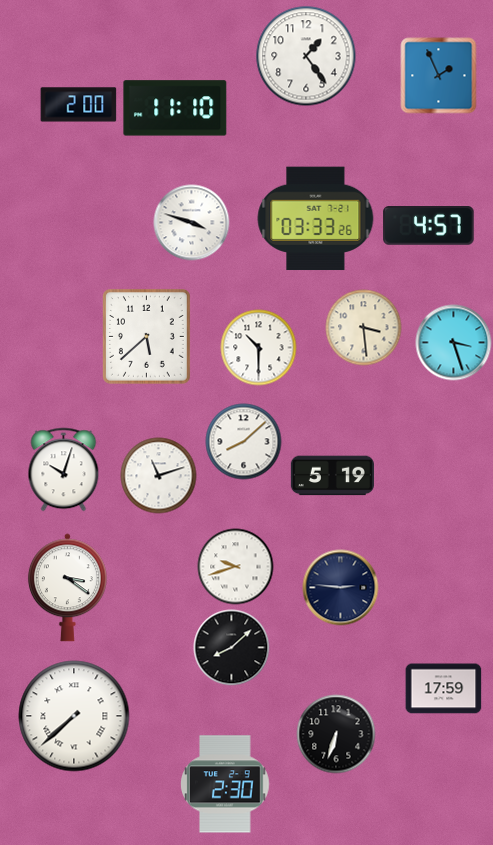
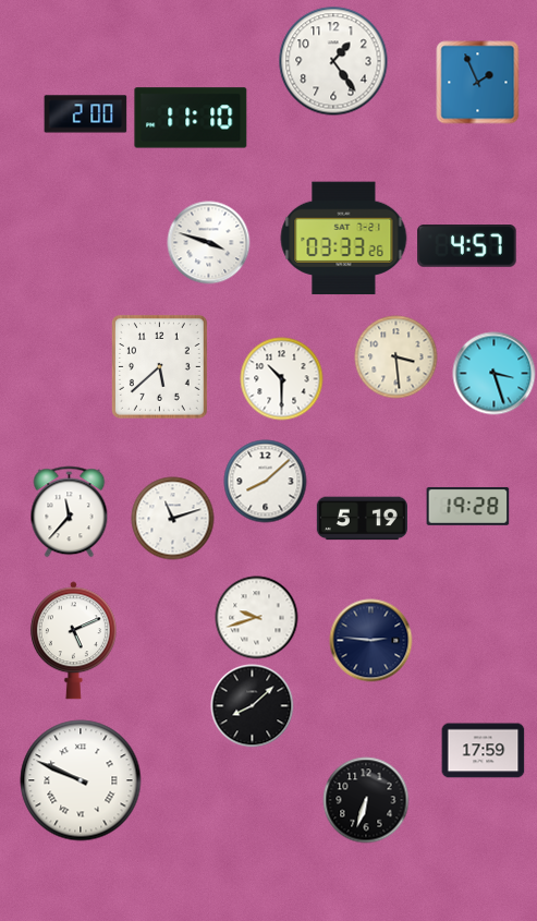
clock at (468, 506): none -> 19:28
clock at (64, 470): 10:03 -> 11:37
clock at (67, 588): 3:21 -> 5:11
clock at (74, 716): 7:38 -> 9:49
clock at (226, 784): 2:30 -> none
